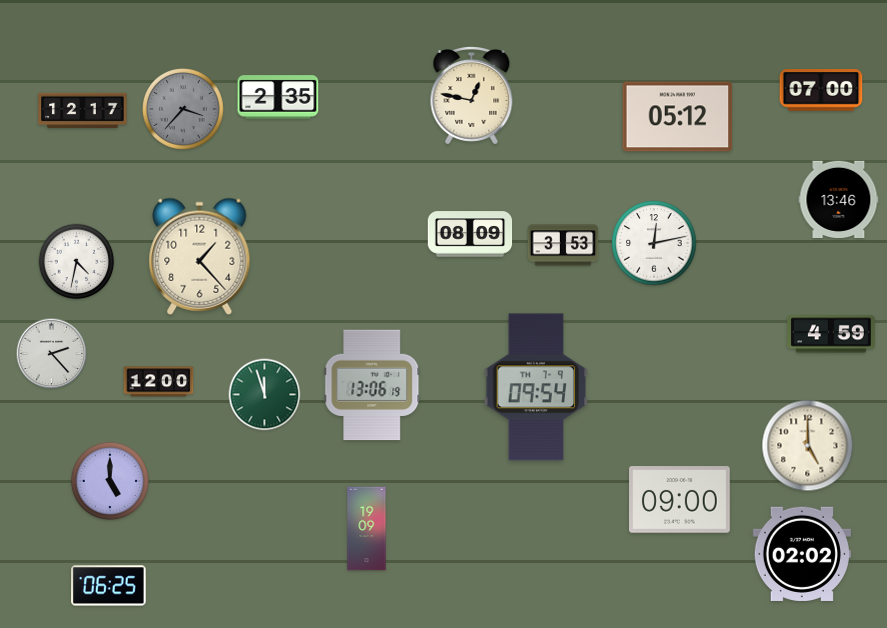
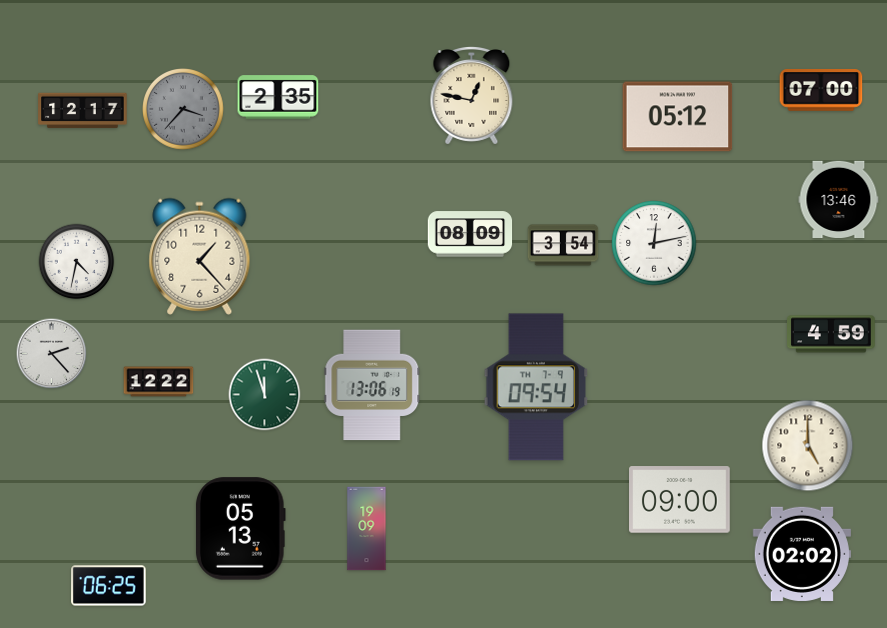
clock at (563, 245): 3:53 -> 3:54
clock at (159, 382): 12:00 -> 12:22
clock at (110, 481): 5:00 -> none
clock at (240, 529): none -> 05:13
